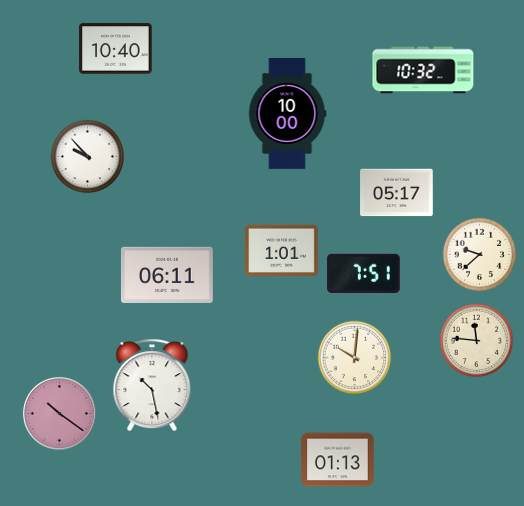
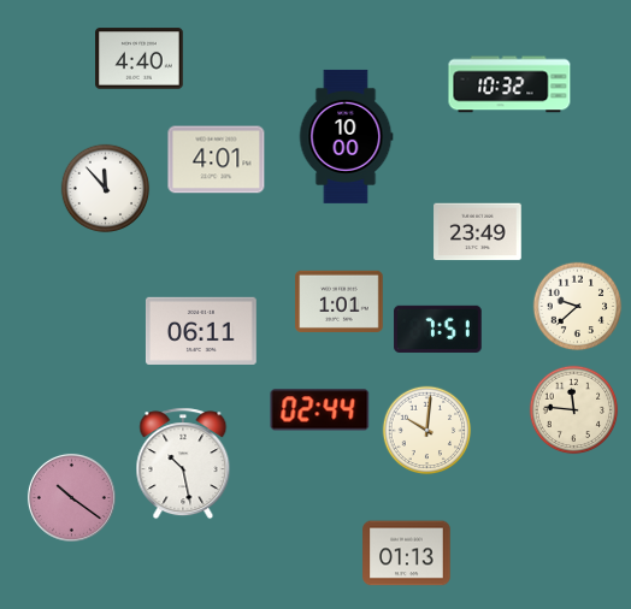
clock at (116, 49): 10:40 -> 4:40
clock at (217, 160): none -> 4:01
clock at (88, 157): 9:53 -> 11:53
clock at (397, 193): 05:17 -> 23:49
clock at (320, 410): none -> 02:44
